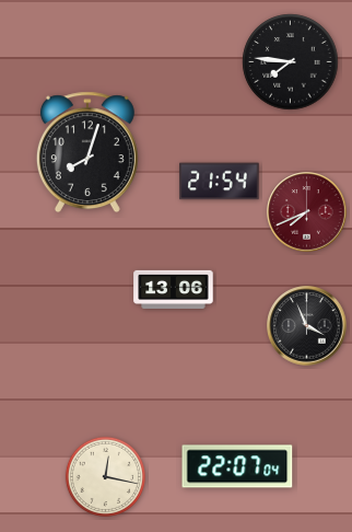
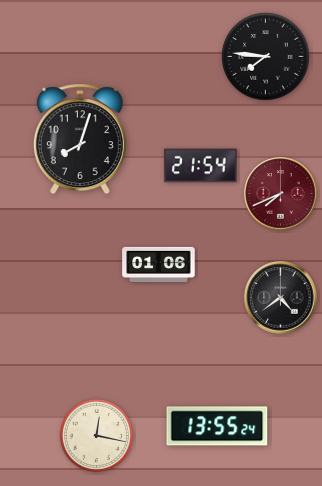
clock at (174, 289): 13:06 -> 01:06
clock at (307, 326): 3:56 -> 4:39
clock at (237, 466): 22:07 -> 13:55
